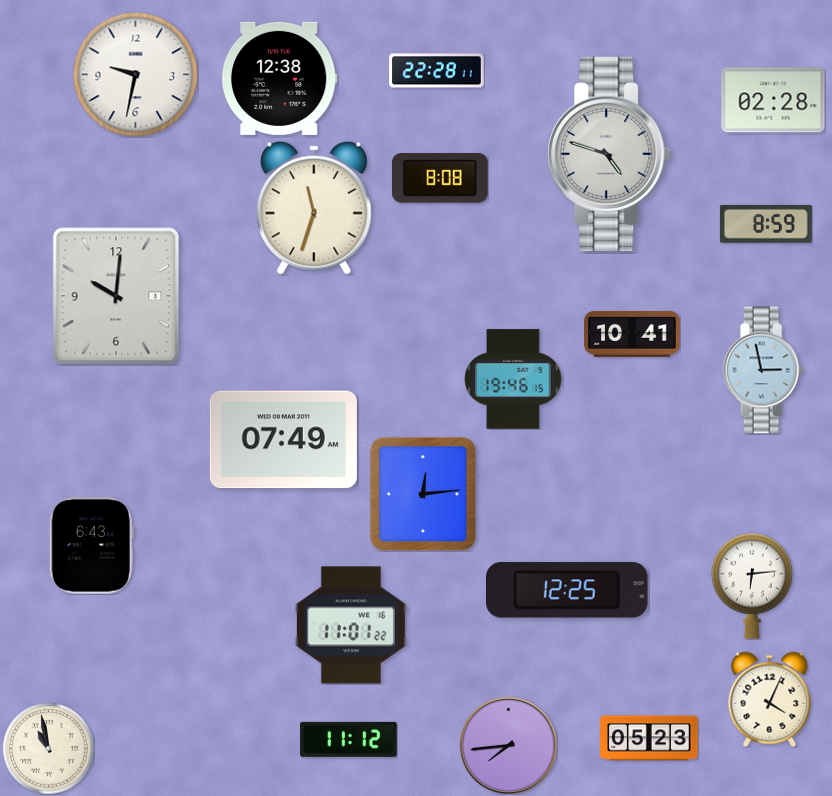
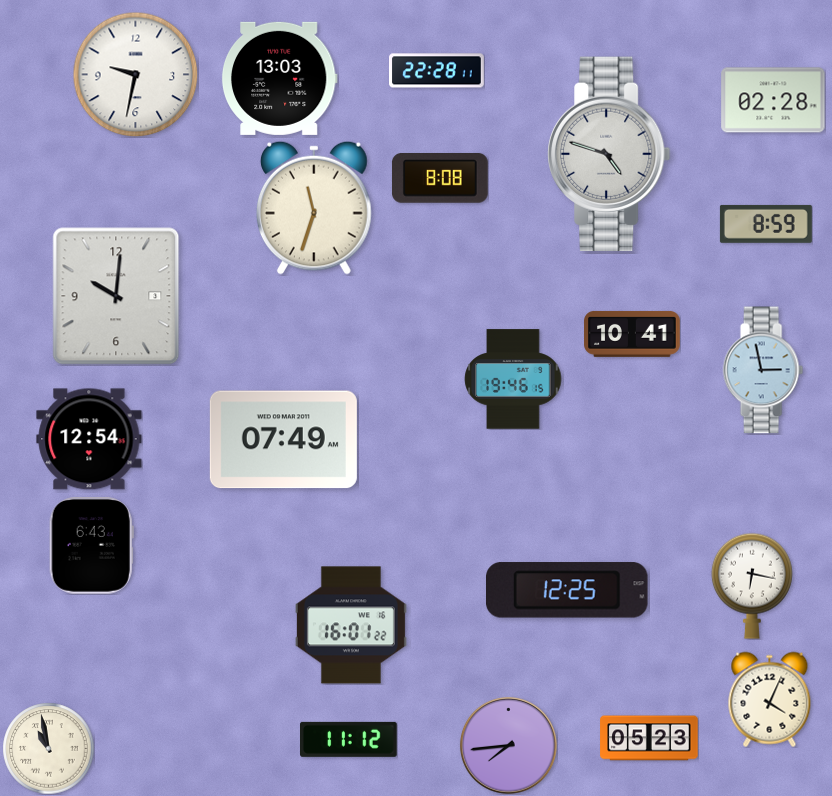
clock at (279, 78): 12:38 -> 13:03
clock at (89, 439): none -> 12:54
clock at (423, 494): 12:14 -> none
clock at (752, 586): 6:14 -> 6:17
clock at (351, 625): 11:01 -> 16:01
